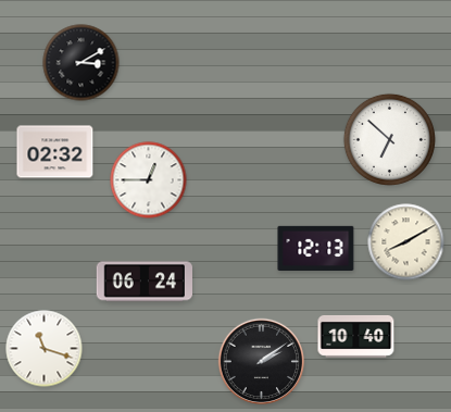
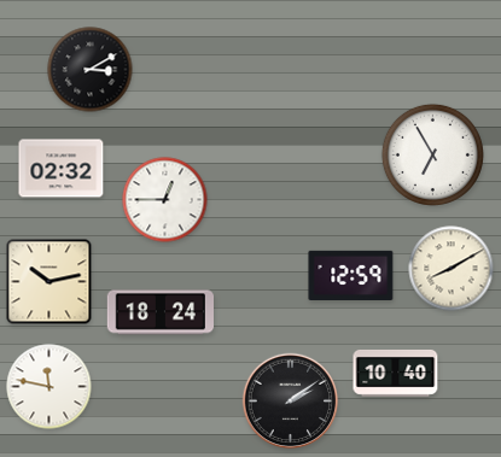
clock at (389, 139): 6:52 -> 6:55
clock at (316, 248): 12:13 -> 12:59
clock at (49, 282): none -> 10:13
clock at (143, 282): 06:24 -> 18:24
clock at (45, 349): 11:18 -> 11:47
